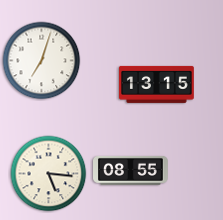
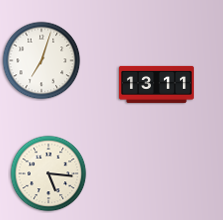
clock at (157, 84): 13:15 -> 13:11
clock at (131, 170): 08:55 -> none
